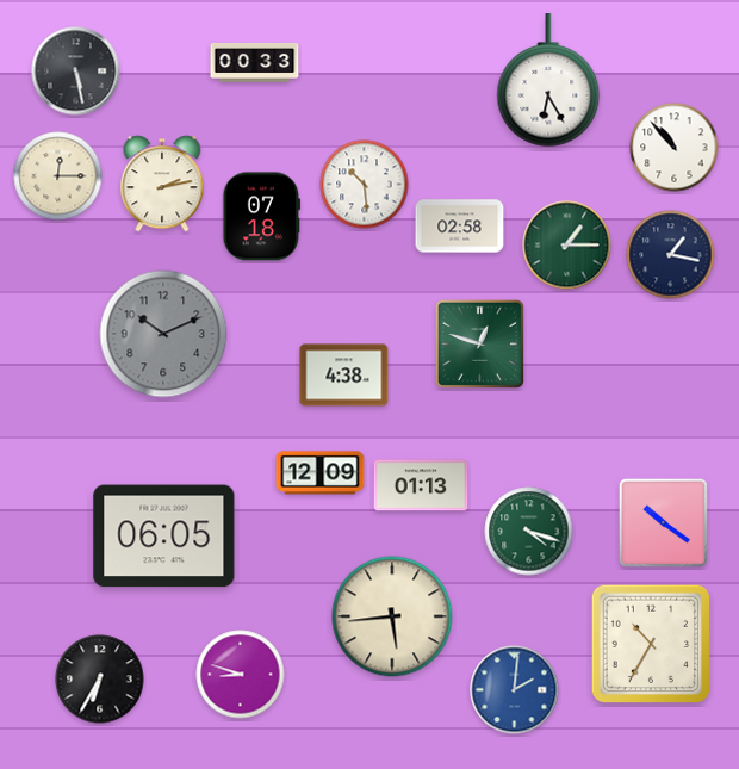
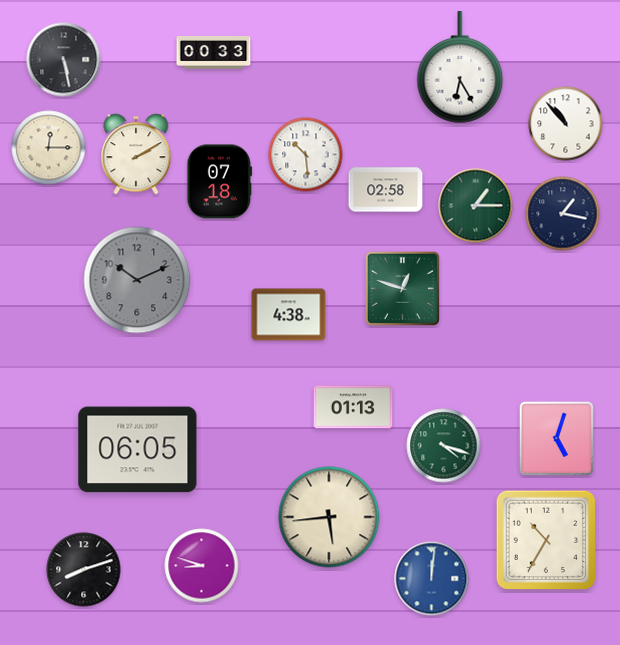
clock at (162, 184): 2:13 -> 2:10
clock at (321, 473): 12:09 -> none
clock at (663, 522): 10:21 -> 5:03
clock at (100, 680): 6:35 -> 8:12
clock at (515, 690): 2:01 -> 12:01
